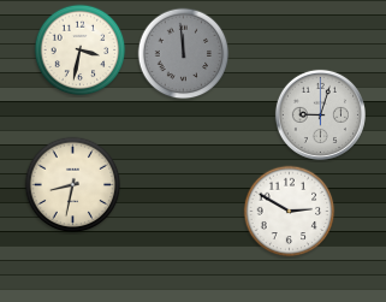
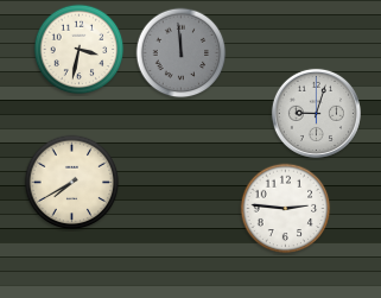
clock at (73, 185): 8:32 -> 7:40
clock at (290, 212): 2:50 -> 2:46
